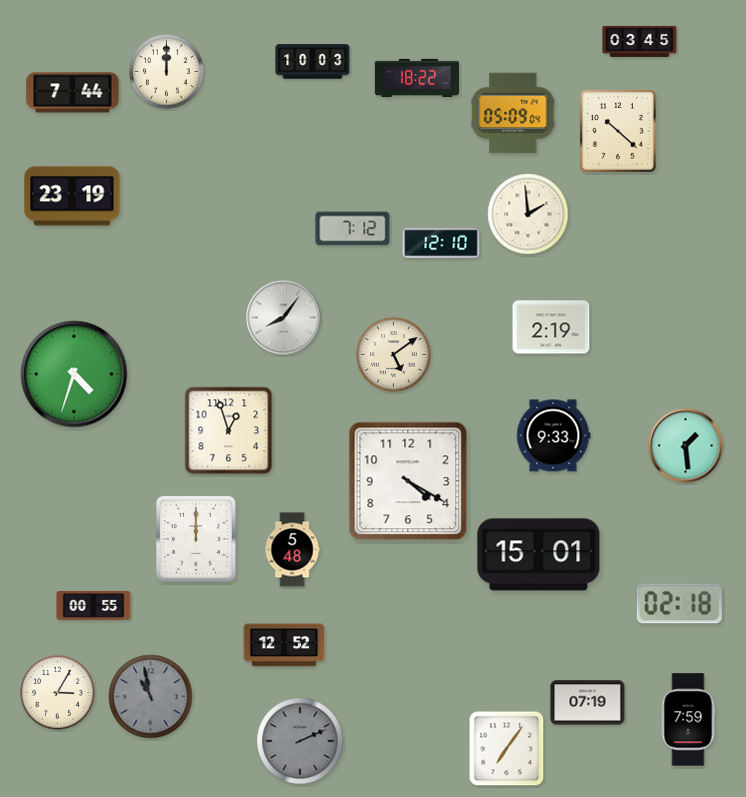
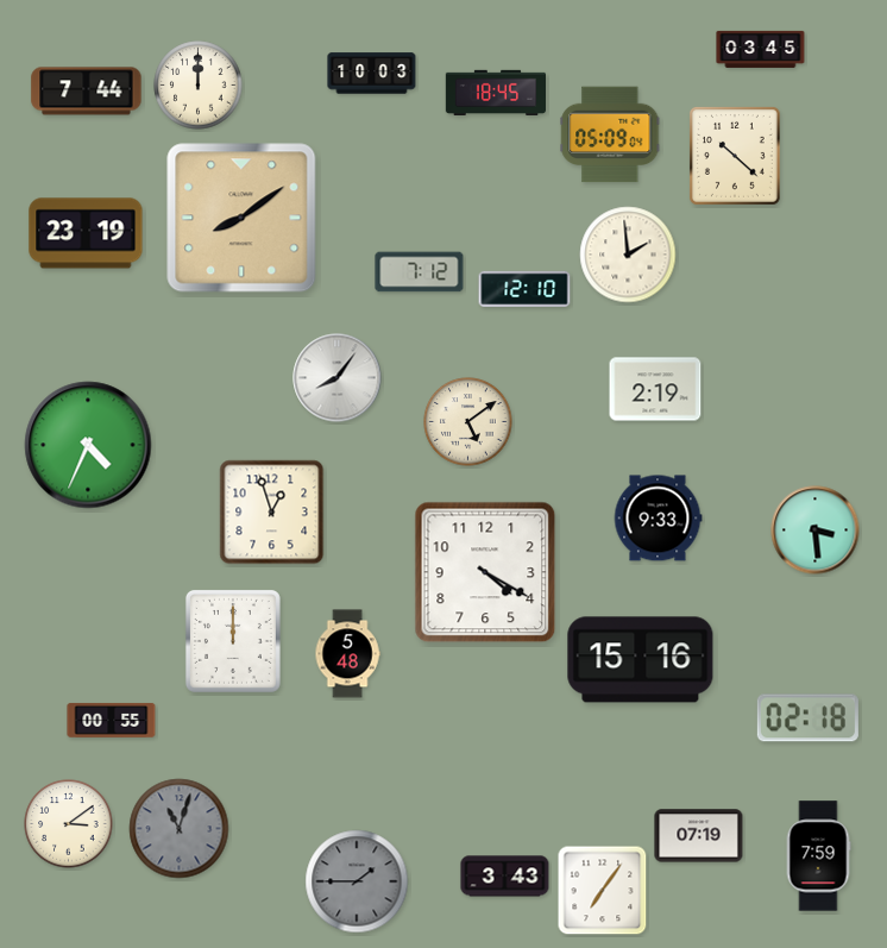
clock at (416, 77): 18:22 -> 18:45
clock at (73, 93) position: (73, 93) -> (87, 92)
clock at (241, 218): none -> 8:09
clock at (74, 374): 4:33 -> 4:34
clock at (686, 446): 1:29 -> 3:29
clock at (539, 555): 15:01 -> 15:16
clock at (284, 645): 12:52 -> none
clock at (58, 693): 3:05 -> 3:09
clock at (151, 697): 10:58 -> 11:03
clock at (505, 877): none -> 3:43
clock at (300, 741): 2:11 -> 1:45
